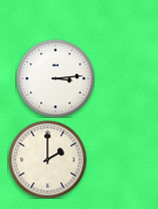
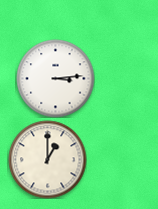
clock at (47, 159): 2:00 -> 1:00
